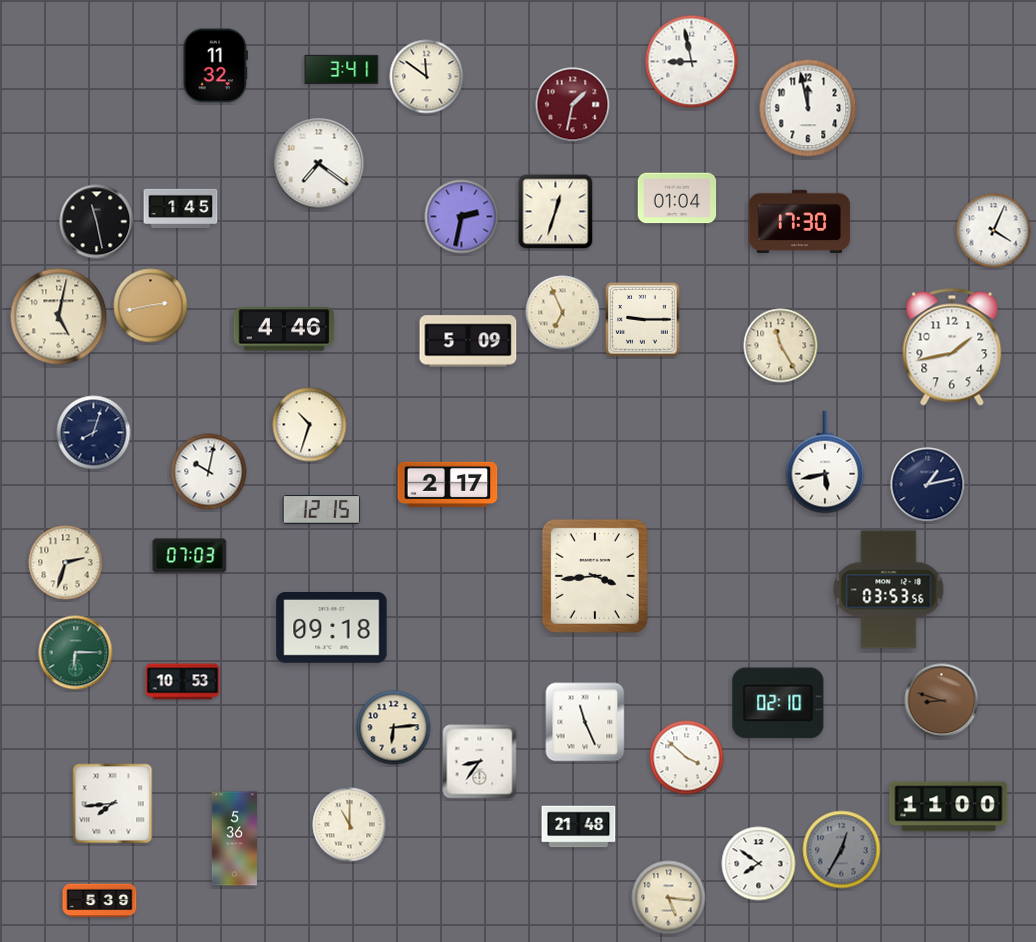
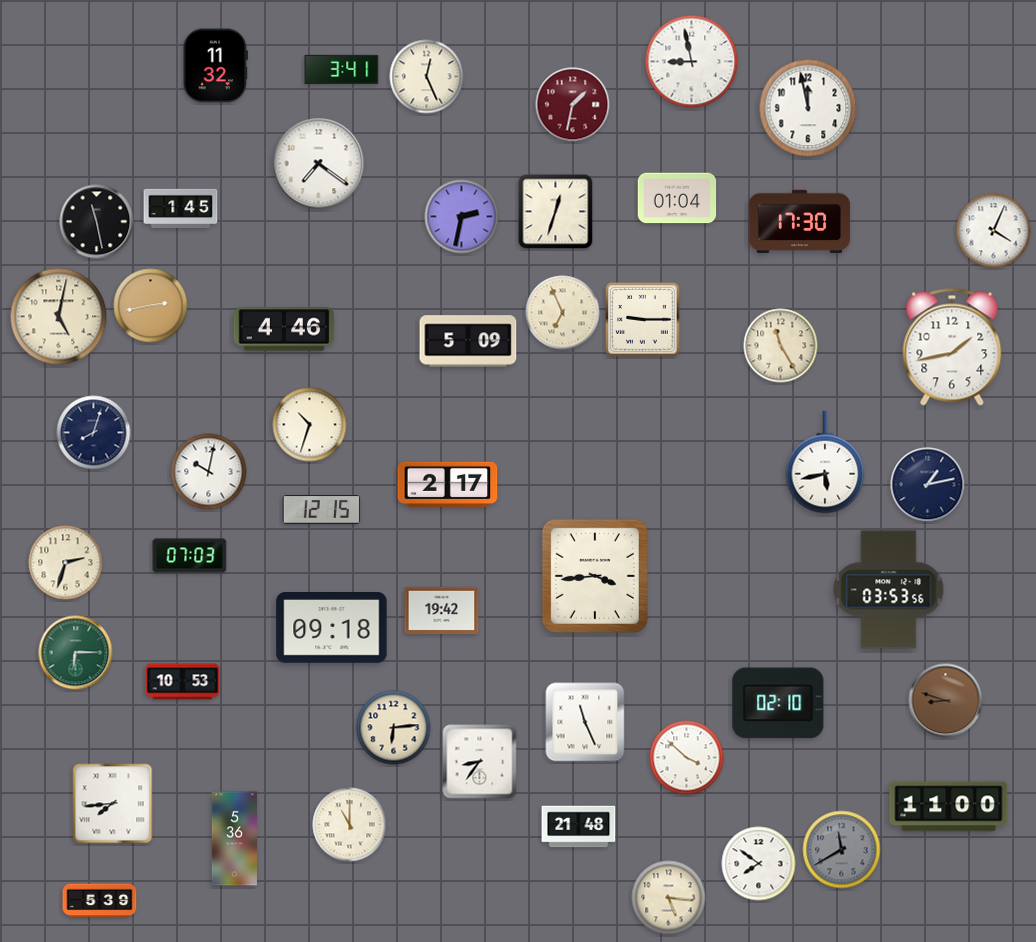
clock at (427, 77): 11:51 -> 12:26
clock at (442, 611): none -> 19:42
clock at (942, 701) position: (942, 701) -> (946, 701)
clock at (842, 850): 12:35 -> 11:40
